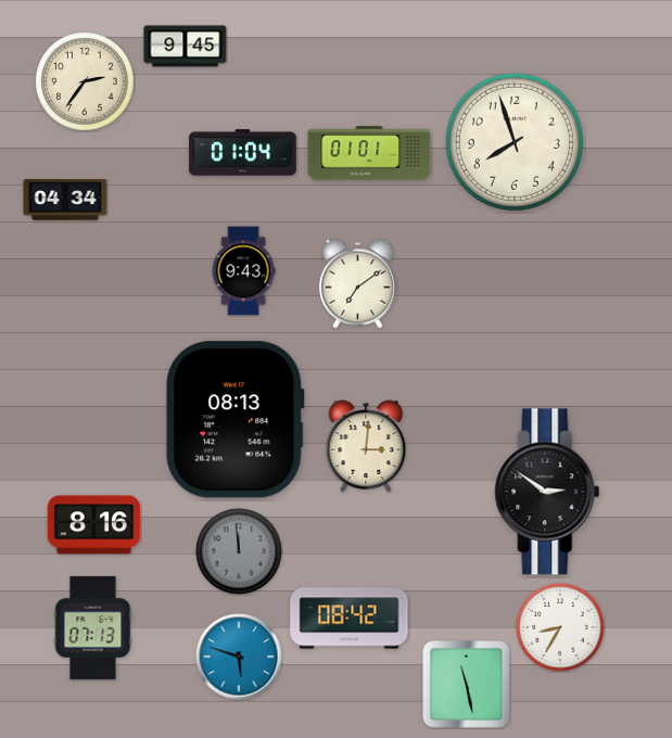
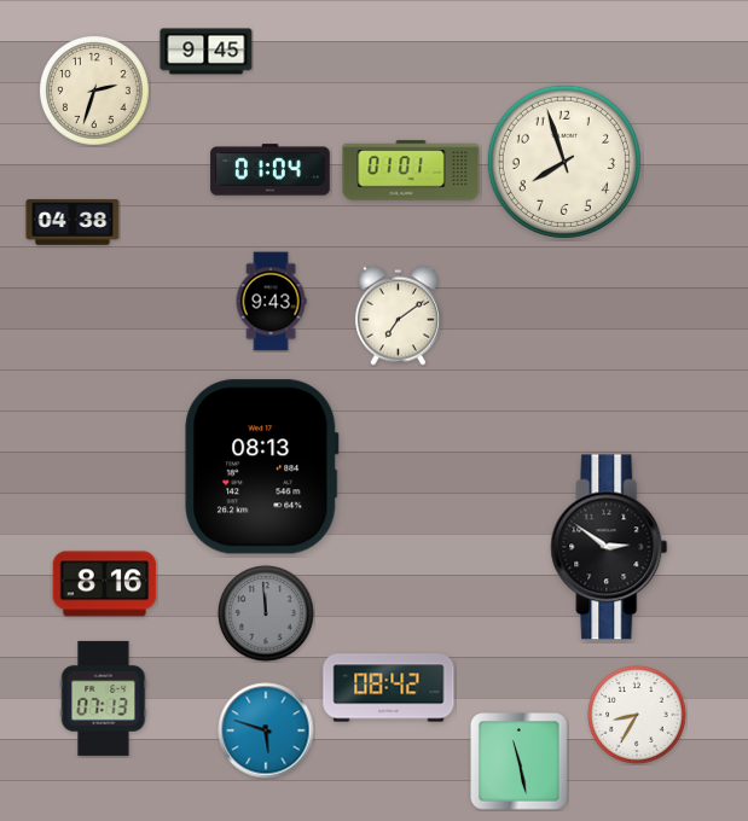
clock at (86, 82): 2:36 -> 2:33
clock at (515, 142) position: (515, 142) -> (564, 162)
clock at (65, 200): 04:34 -> 04:38
clock at (366, 446): 3:01 -> none
clock at (560, 627) position: (560, 627) -> (637, 715)
